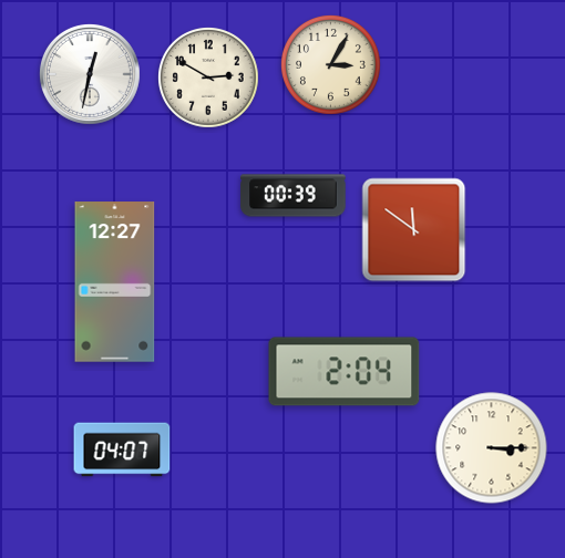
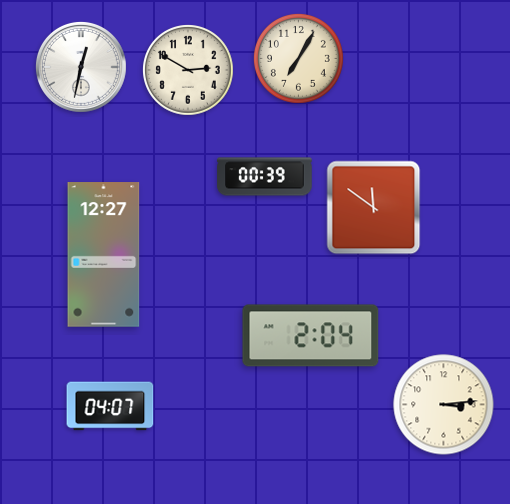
clock at (330, 64): 3:05 -> 7:05
clock at (492, 448): 3:15 -> 3:14
